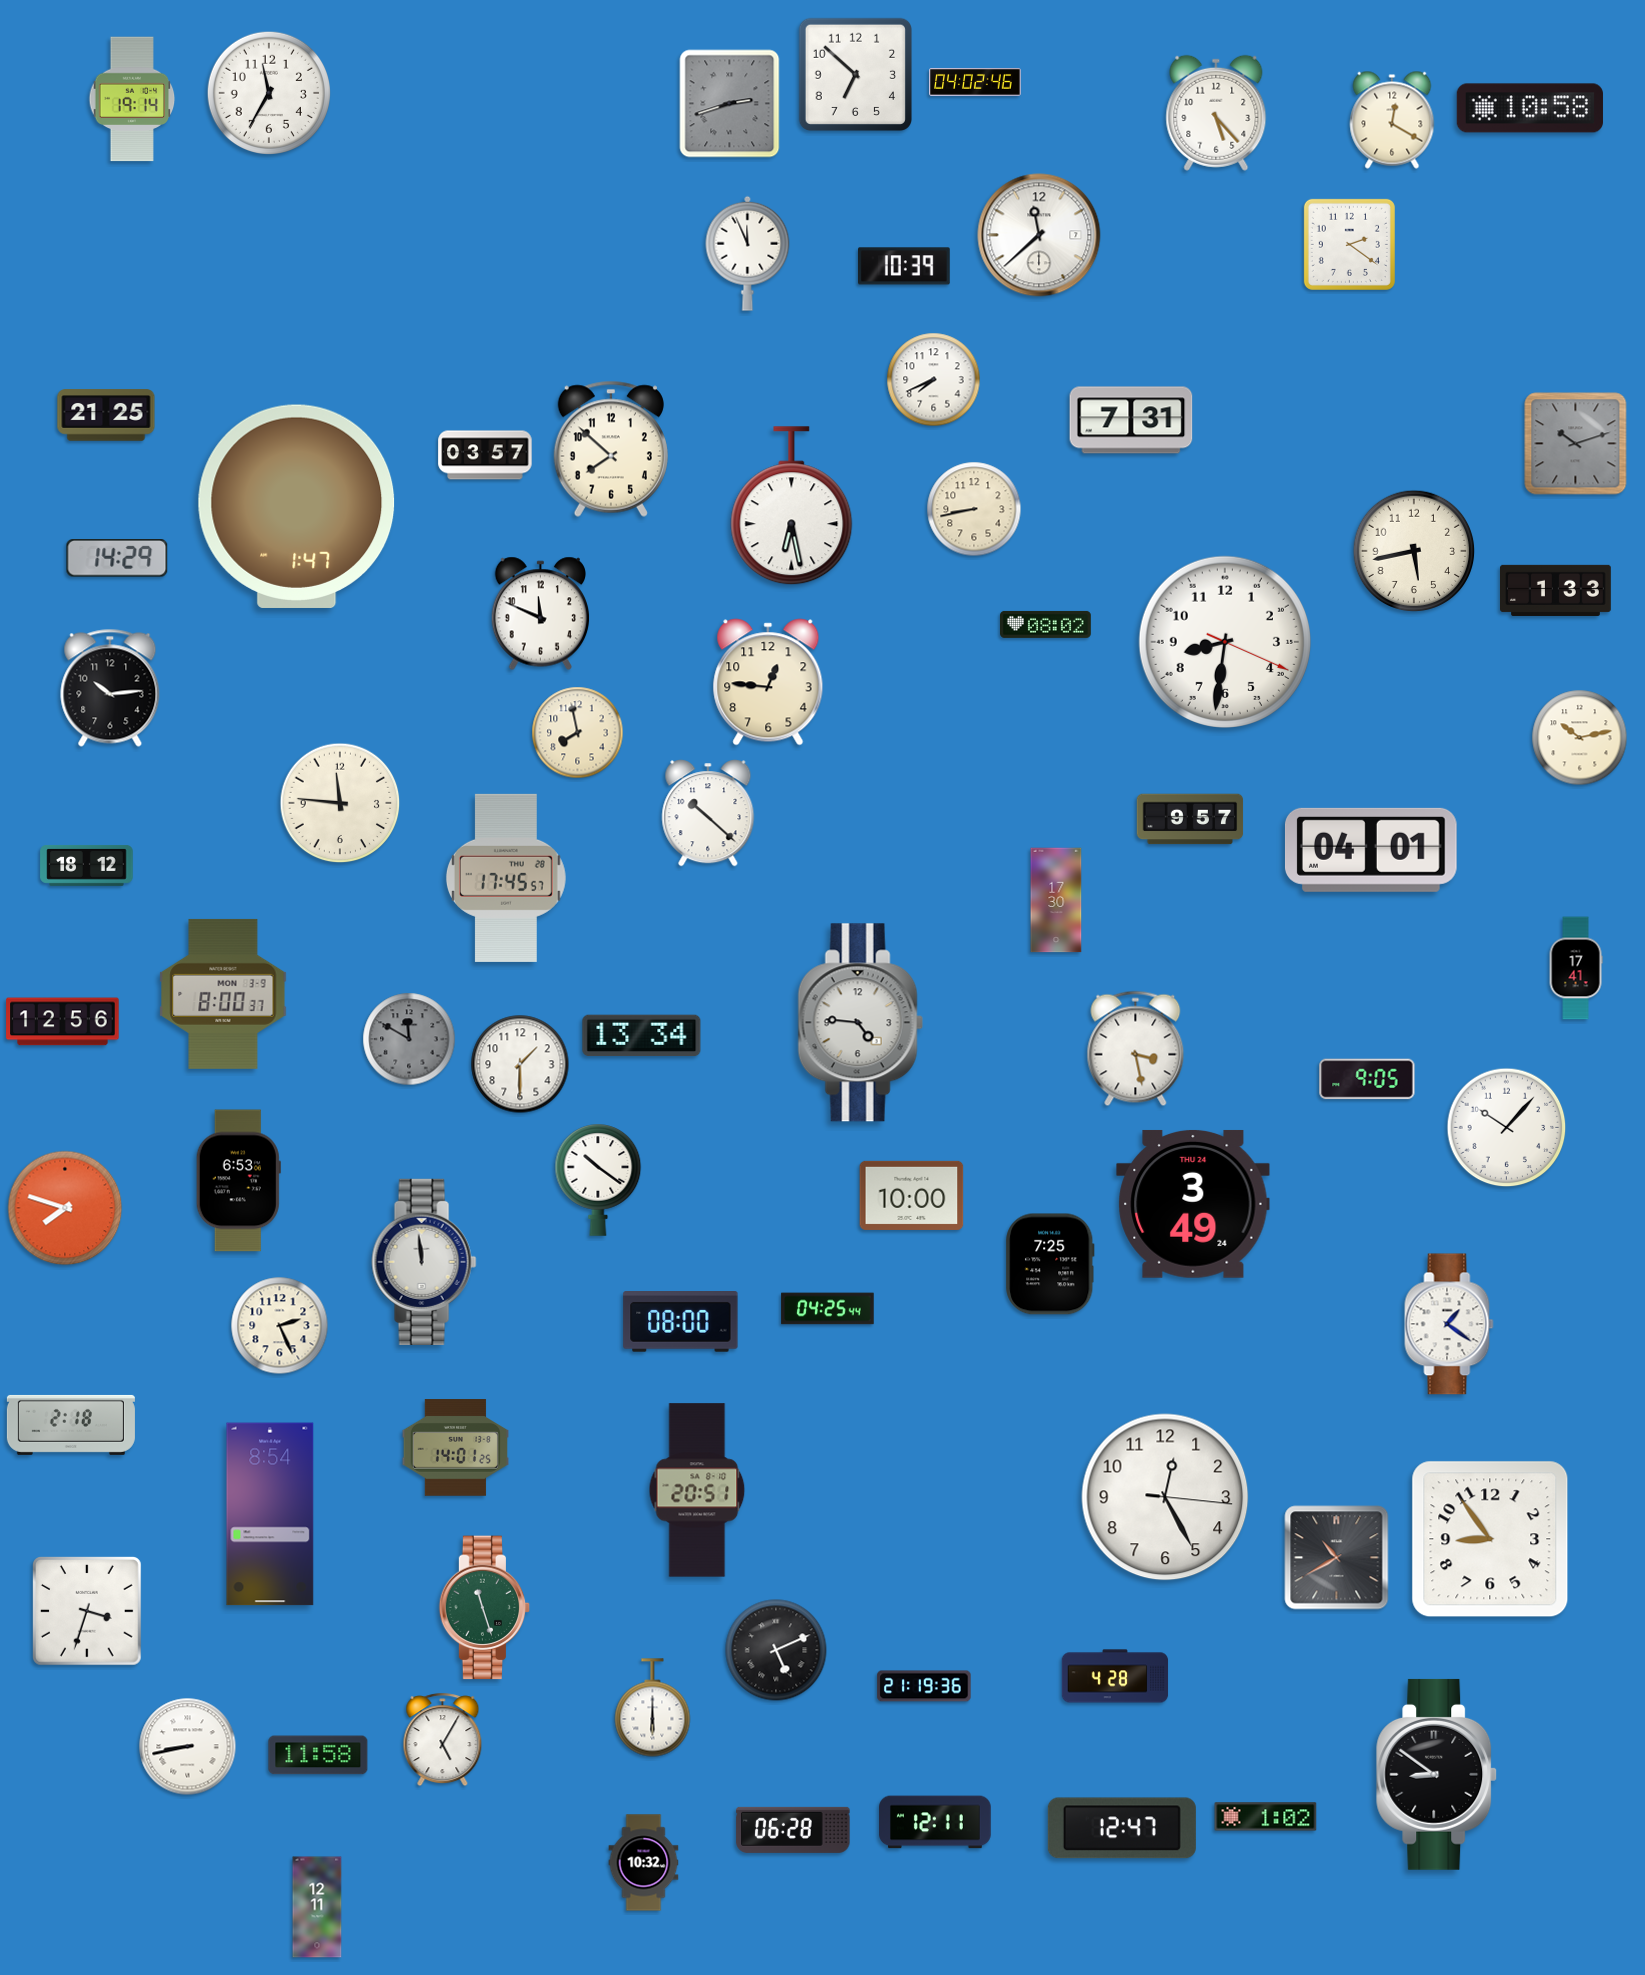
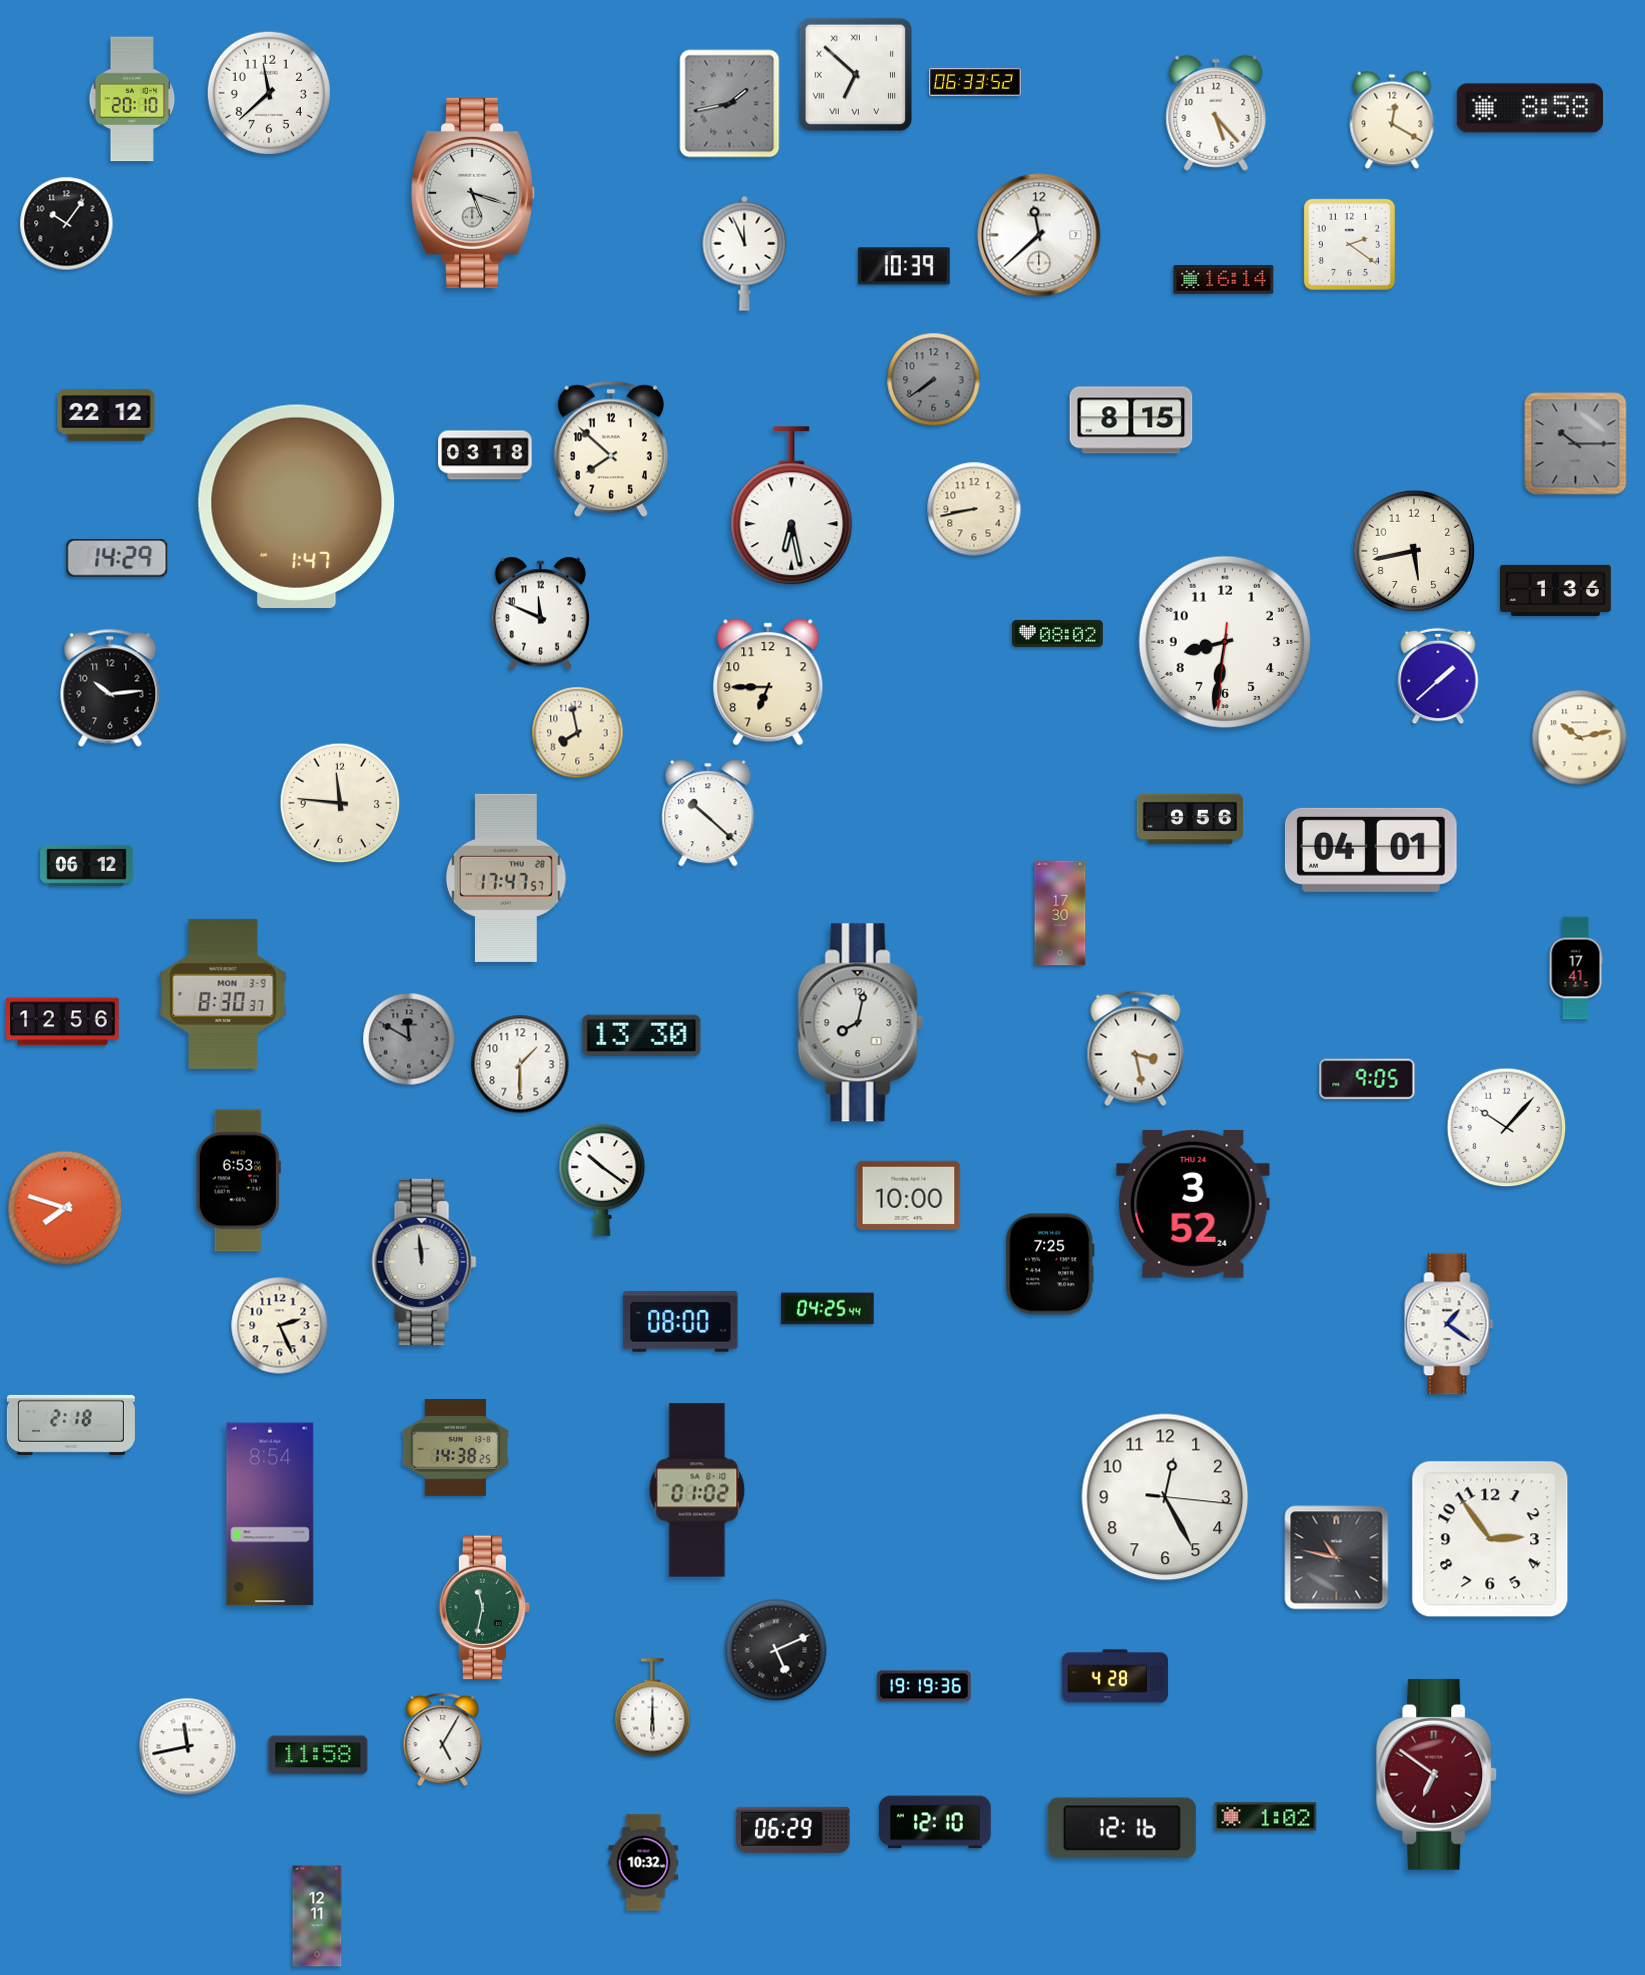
clock at (855, 74) numerals: Arabic -> Roman
clock at (975, 82): 04:02 -> 06:33
clock at (268, 92): 11:35 -> 11:38
clock at (132, 99): 19:14 -> 20:10
clock at (730, 104): 2:42 -> 1:43
clock at (1530, 108): 10:58 -> 8:58
clock at (473, 193): none -> 5:18
clock at (67, 224): none -> 10:06
clock at (748, 253) position: (748, 253) -> (745, 253)
clock at (1224, 280): none -> 16:14
clock at (934, 380): 7:41 -> 7:39
clock at (934, 380) dial: white -> grey
clock at (106, 415): 21:25 -> 22:12
clock at (1131, 420): 7:31 -> 8:15
clock at (1576, 444): 10:12 -> 10:15
clock at (485, 455): 03:57 -> 03:18
clock at (1556, 590): 1:33 -> 1:36
clock at (1046, 624) position: (1046, 624) -> (1058, 633)
clock at (1225, 642): 8:31:19 -> 8:31:31
clock at (1438, 676): none -> 1:38
clock at (768, 682): 12:46 -> 6:45
clock at (1190, 819): 9:57 -> 9:56
clock at (87, 866): 18:12 -> 06:12
clock at (506, 878): 17:45 -> 17:47
clock at (1056, 900) position: (1056, 900) -> (1060, 913)
clock at (223, 994): 8:00 -> 8:30
clock at (860, 1023): 4:46 -> 8:02
clock at (642, 1036): 13:34 -> 13:30
clock at (598, 1180) position: (598, 1180) -> (602, 1180)
clock at (912, 1195) position: (912, 1195) -> (909, 1195)
clock at (1193, 1204): 3:49 -> 3:52
clock at (455, 1448): 14:01 -> 14:38
clock at (697, 1490): 20:51 -> 01:02
clock at (1490, 1539): 8:54 -> 2:54
clock at (1337, 1558): 10:40 -> 10:47
clock at (485, 1608): 11:27 -> 11:32
clock at (88, 1612): 3:33 -> none
clock at (924, 1686): 21:19 -> 19:19
clock at (188, 1747): 8:43 -> 11:43
clock at (1437, 1774): 8:51 -> 6:51
clock at (1437, 1774) dial: black -> burgundy
clock at (935, 1822): 12:11 -> 12:10
clock at (1122, 1828): 12:47 -> 12:16
clock at (793, 1830): 06:28 -> 06:29
clock at (317, 1907) position: (317, 1907) -> (317, 1916)
